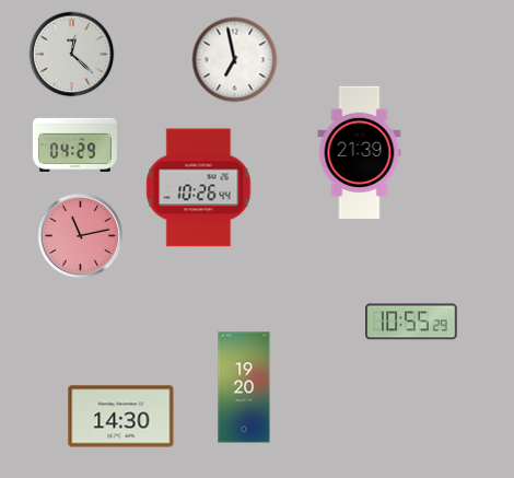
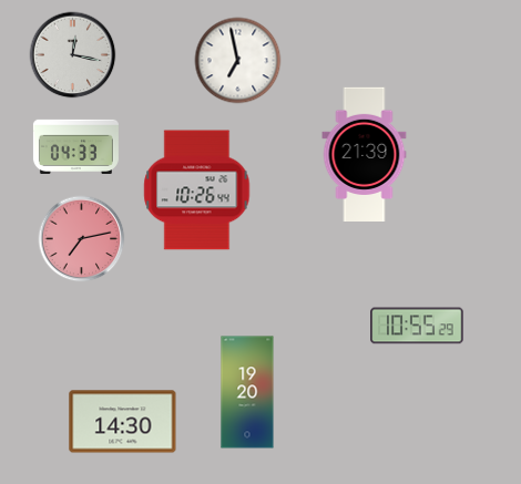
clock at (71, 54): 12:22 -> 12:17
clock at (74, 144): 04:29 -> 04:33
clock at (199, 188) position: (199, 188) -> (197, 190)
clock at (80, 235): 11:13 -> 7:13
